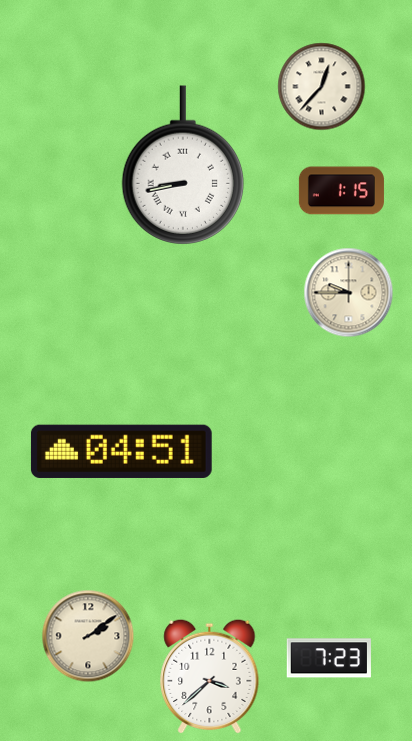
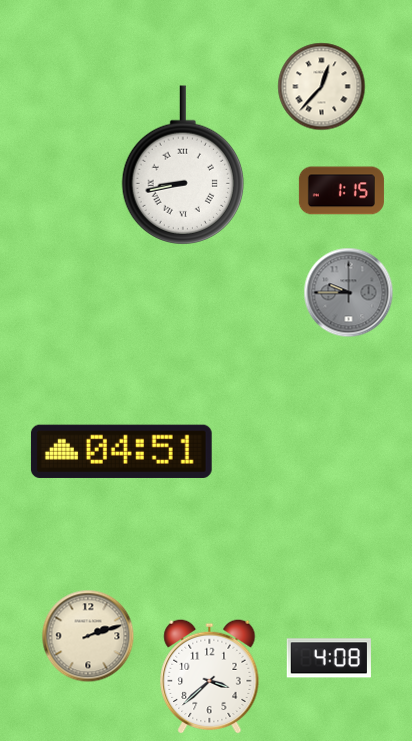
clock at (349, 293) dial: cream -> grey
clock at (88, 636): 2:09 -> 2:12
clock at (329, 658): 7:23 -> 4:08
